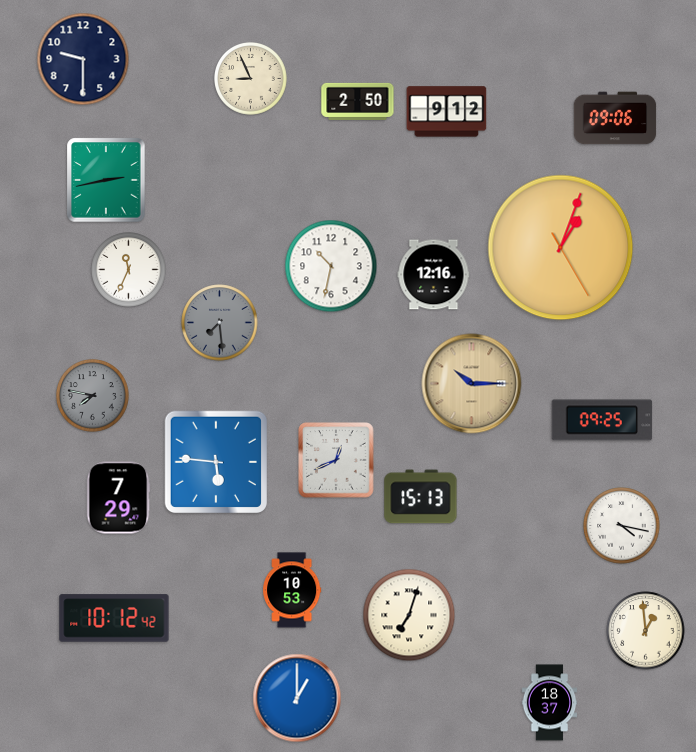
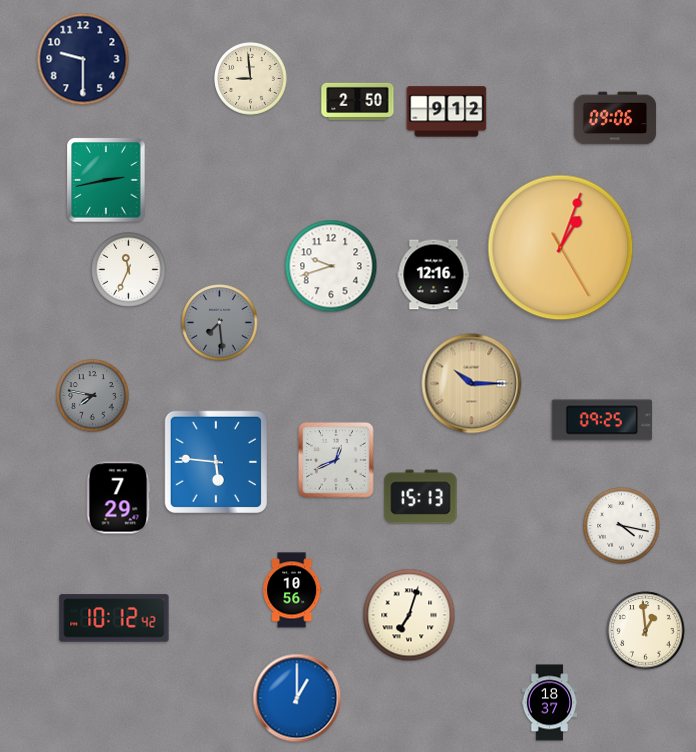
clock at (251, 79): 8:56 -> 8:59
clock at (331, 266): 10:32 -> 9:42
clock at (292, 590): 10:53 -> 10:56
